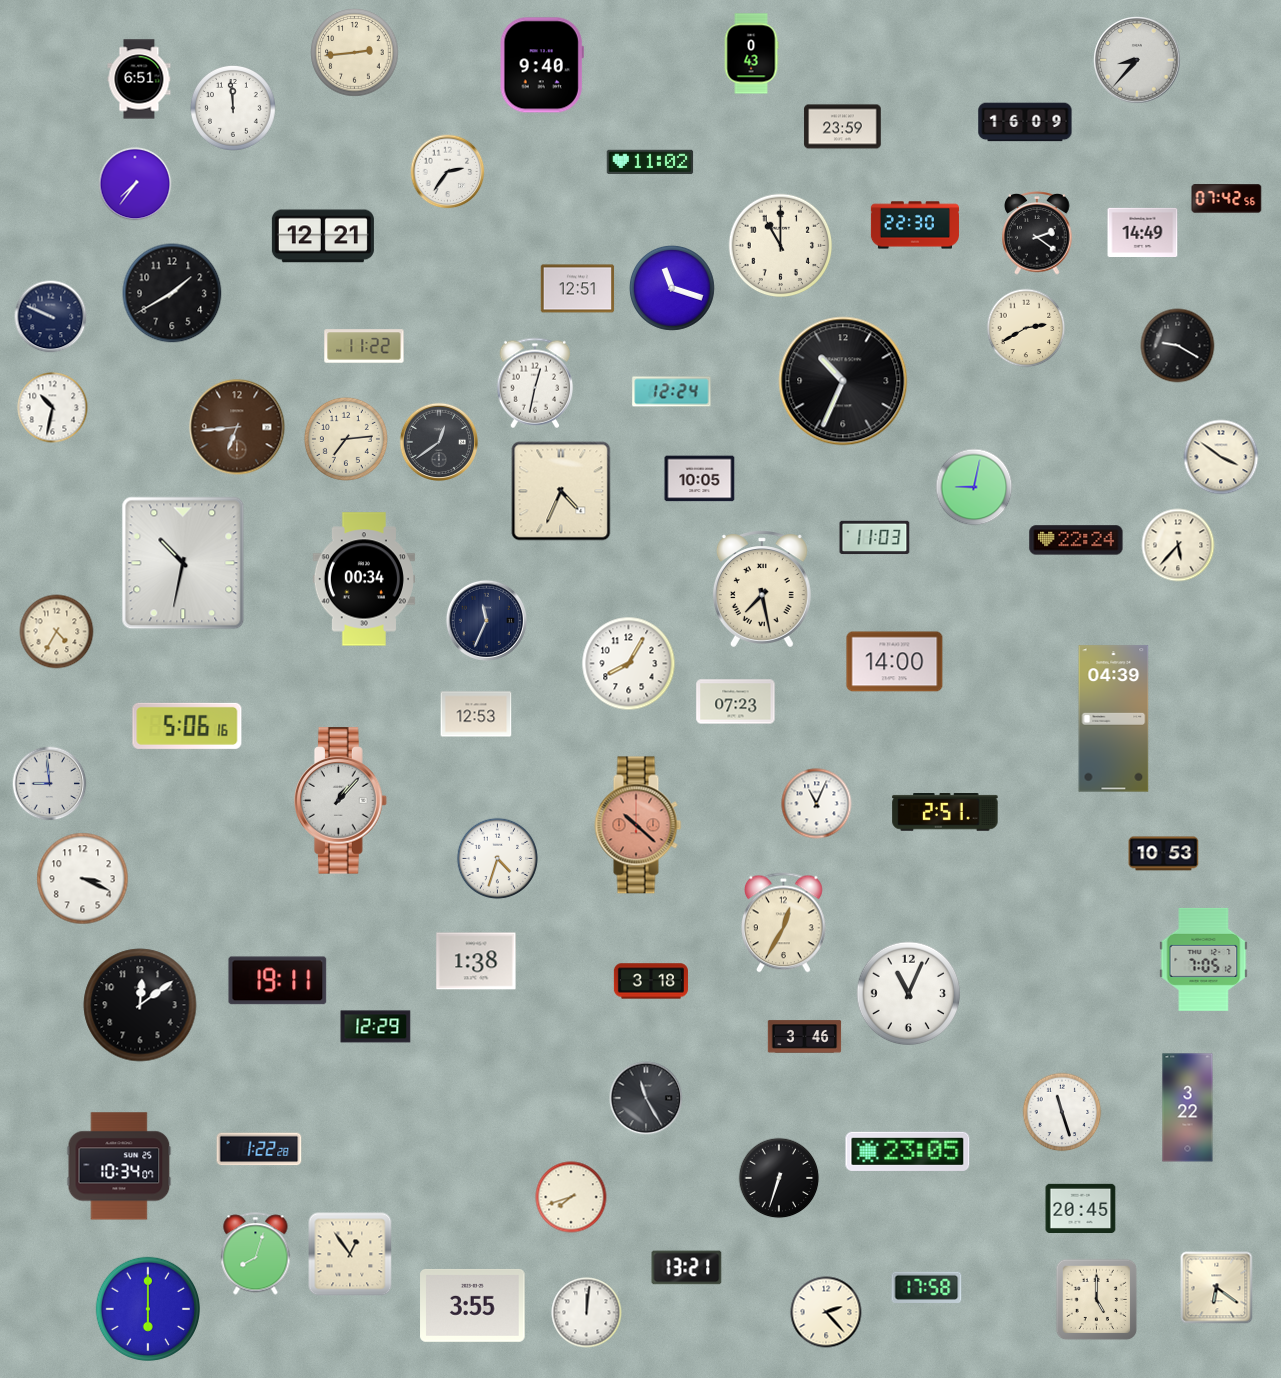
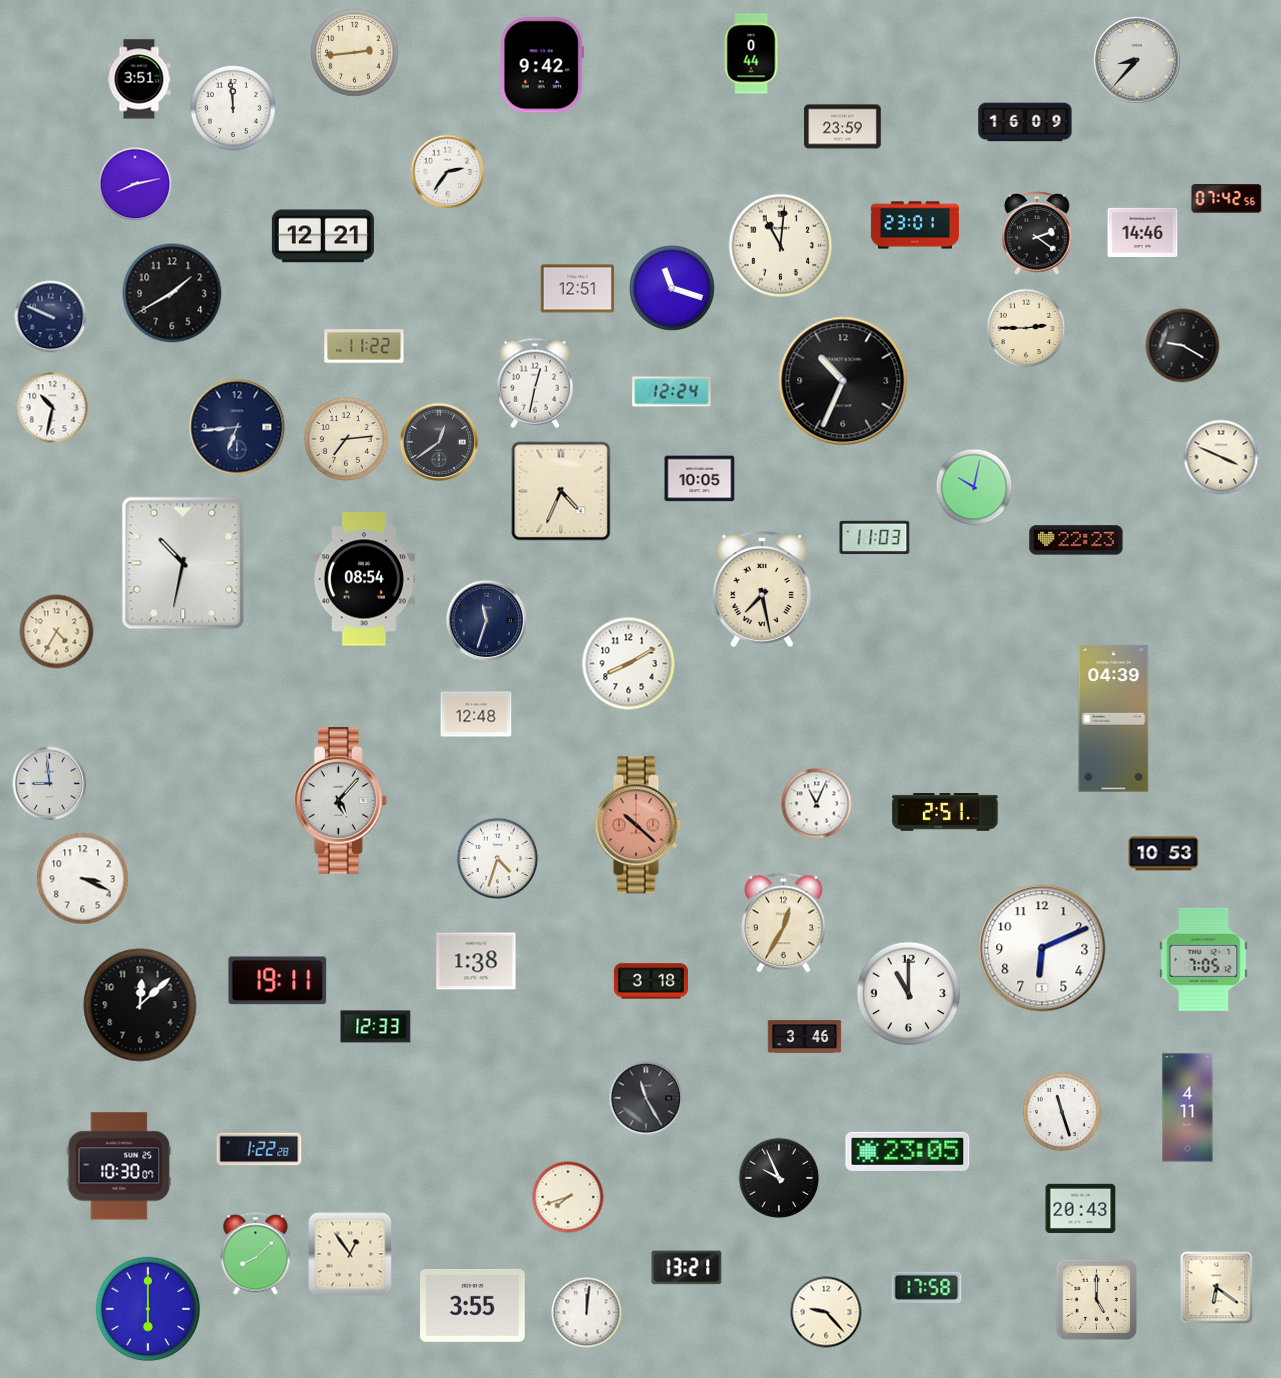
clock at (751, 54): 0:43 -> 0:44
clock at (542, 65): 9:40 -> 9:42
clock at (139, 79): 6:51 -> 3:51
clock at (650, 162): 11:02 -> none
clock at (135, 184): 7:36 -> 8:13
clock at (915, 225): 22:30 -> 23:01
clock at (1143, 232): 14:49 -> 14:46
clock at (781, 246): 11:00 -> 11:01
clock at (1026, 328): 2:40 -> 2:45
clock at (1178, 346) position: (1178, 346) -> (1183, 346)
clock at (237, 427) dial: brown -> navy
clock at (1221, 457): 3:51 -> 3:49
clock at (974, 487): 9:02 -> 10:02
clock at (1076, 540): 22:24 -> 22:23
clock at (1178, 545): 5:37 -> none
clock at (363, 579): 00:34 -> 08:54
clock at (486, 620): 11:34 -> 11:33
clock at (895, 662): 14:00 -> none
clock at (629, 664): 8:05 -> 8:10
clock at (736, 702): 07:23 -> none
clock at (476, 714): 12:53 -> 12:48
clock at (187, 726): 5:06 -> none
clock at (341, 801): 1:07 -> 5:07
clock at (1042, 948): none -> 6:11
clock at (909, 994): 11:04 -> 11:00
clock at (140, 1005): 12:09 -> 12:08
clock at (376, 1027): 12:29 -> 12:33
clock at (1188, 1108): 3:22 -> 4:11
clock at (119, 1166): 10:34 -> 10:30
clock at (779, 1178): 6:33 -> 9:56
clock at (571, 1197) position: (571, 1197) -> (568, 1197)
clock at (1081, 1208): 20:45 -> 20:43
clock at (256, 1254): 8:03 -> 8:08
clock at (826, 1312): 2:23 -> 9:23
